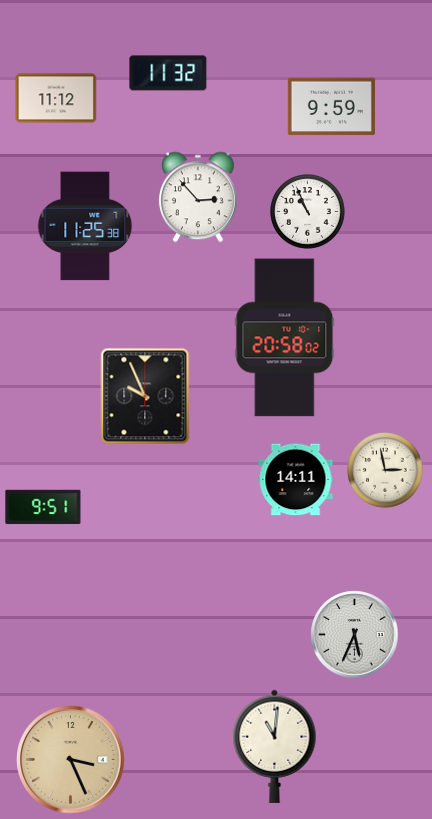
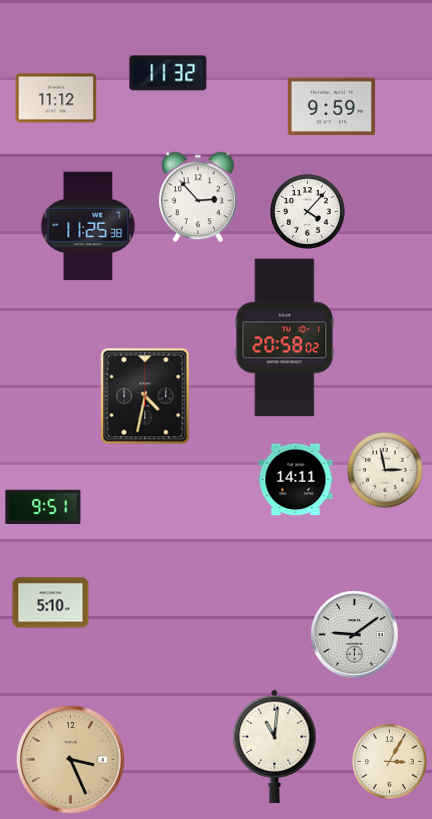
clock at (308, 212): 10:56 -> 4:07
clock at (85, 226) position: (85, 226) -> (88, 226)
clock at (145, 396): 9:56 -> 4:32
clock at (51, 603): none -> 5:10
clock at (355, 635): 5:34 -> 9:09
clock at (390, 762): none -> 3:05
